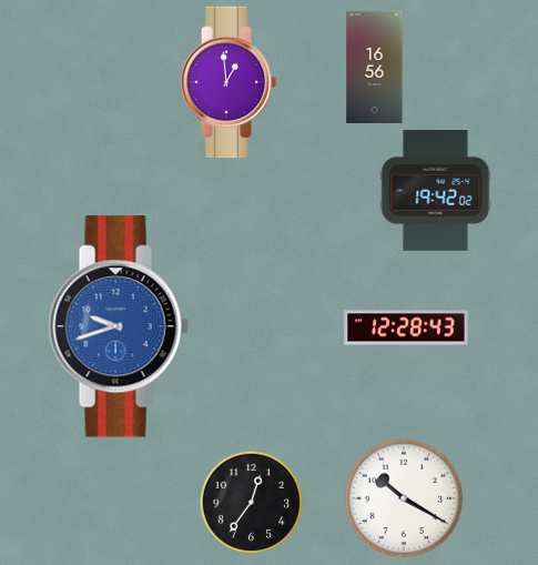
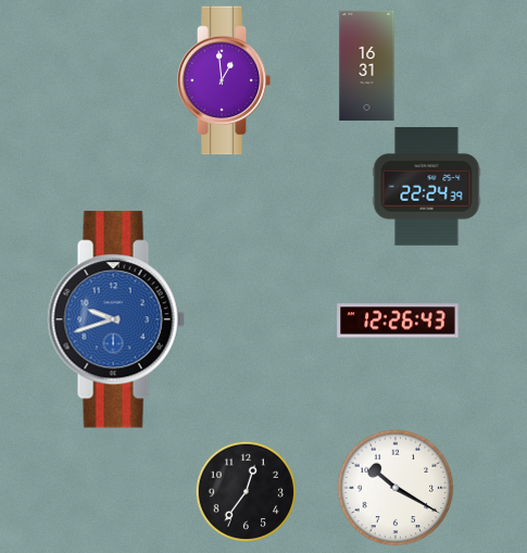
clock at (375, 67): 16:56 -> 16:31
clock at (436, 191): 19:42 -> 22:24
clock at (406, 327): 12:28 -> 12:26
